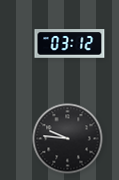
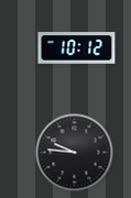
clock at (70, 44): 03:12 -> 10:12
